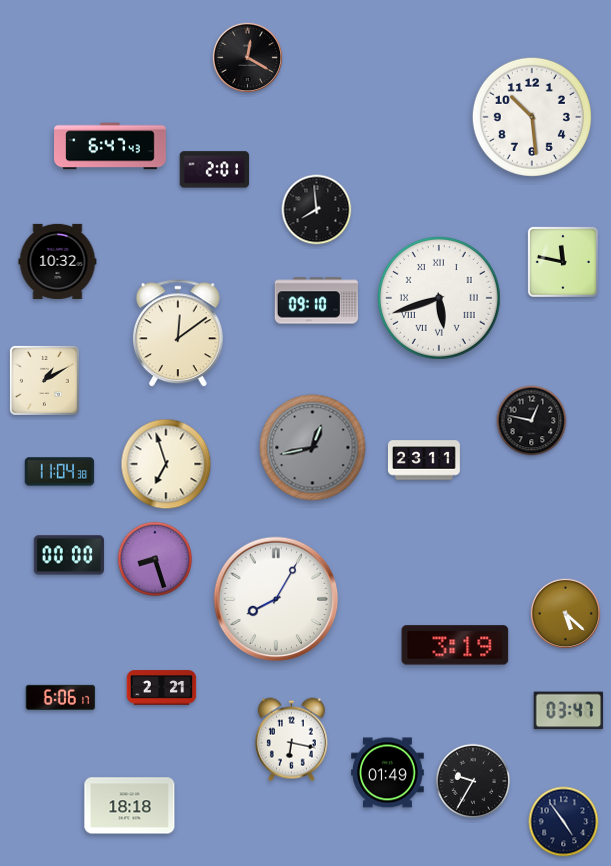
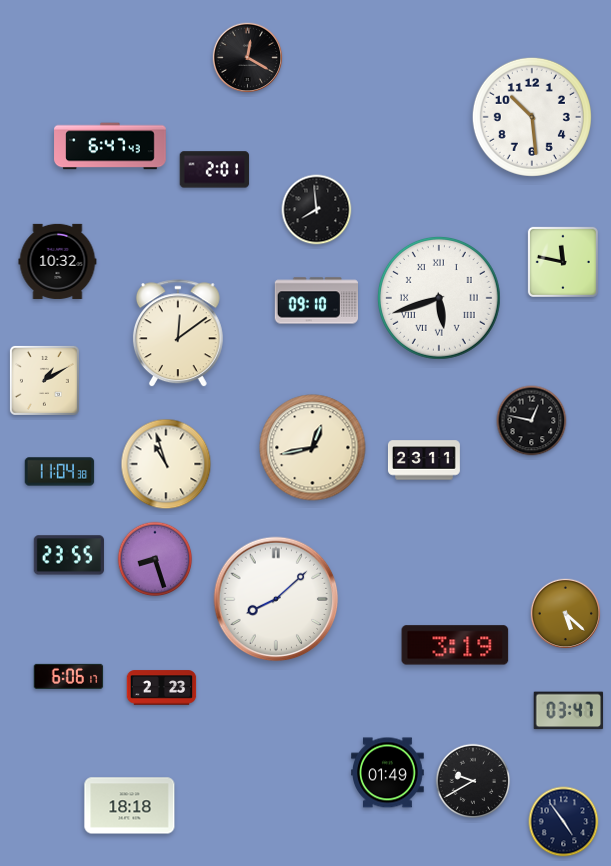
clock at (313, 448) dial: grey -> cream
clock at (166, 464): 6:57 -> 10:57
clock at (69, 555): 00:00 -> 23:55
clock at (276, 599): 8:05 -> 8:08
clock at (162, 688): 2:21 -> 2:23
clock at (61, 697) position: (61, 697) -> (69, 676)
clock at (291, 740): 6:17 -> none
clock at (473, 781): 9:35 -> 9:40
